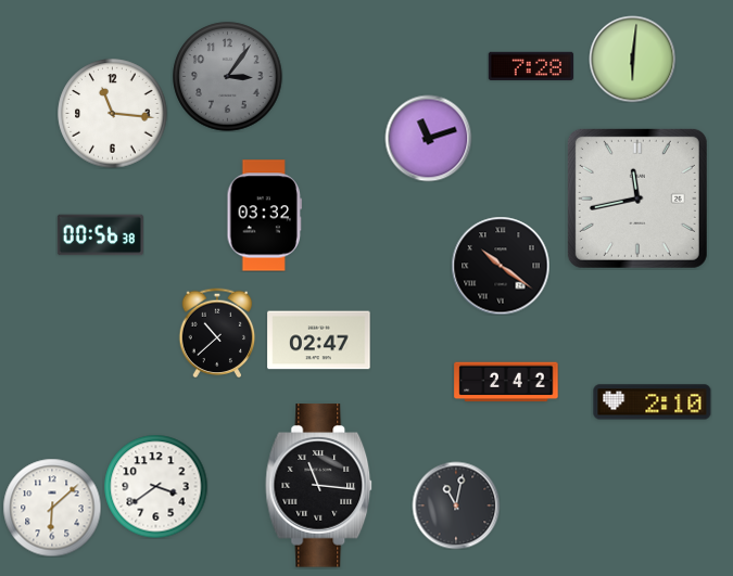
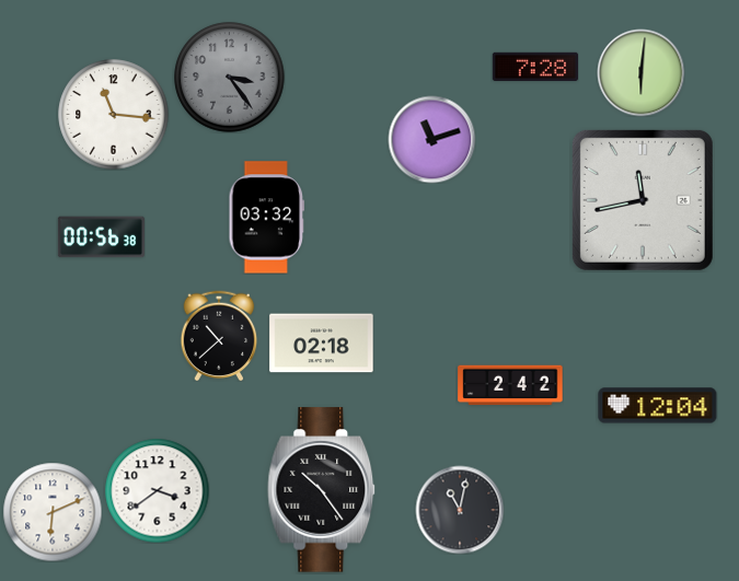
clock at (632, 59) position: (632, 59) -> (640, 72)
clock at (228, 77): 3:06 -> 3:24
clock at (501, 266): 10:21 -> none
clock at (319, 341): 02:47 -> 02:18
clock at (653, 402): 2:10 -> 12:04
clock at (319, 486): 11:16 -> 10:24
clock at (52, 508): 6:08 -> 6:11
